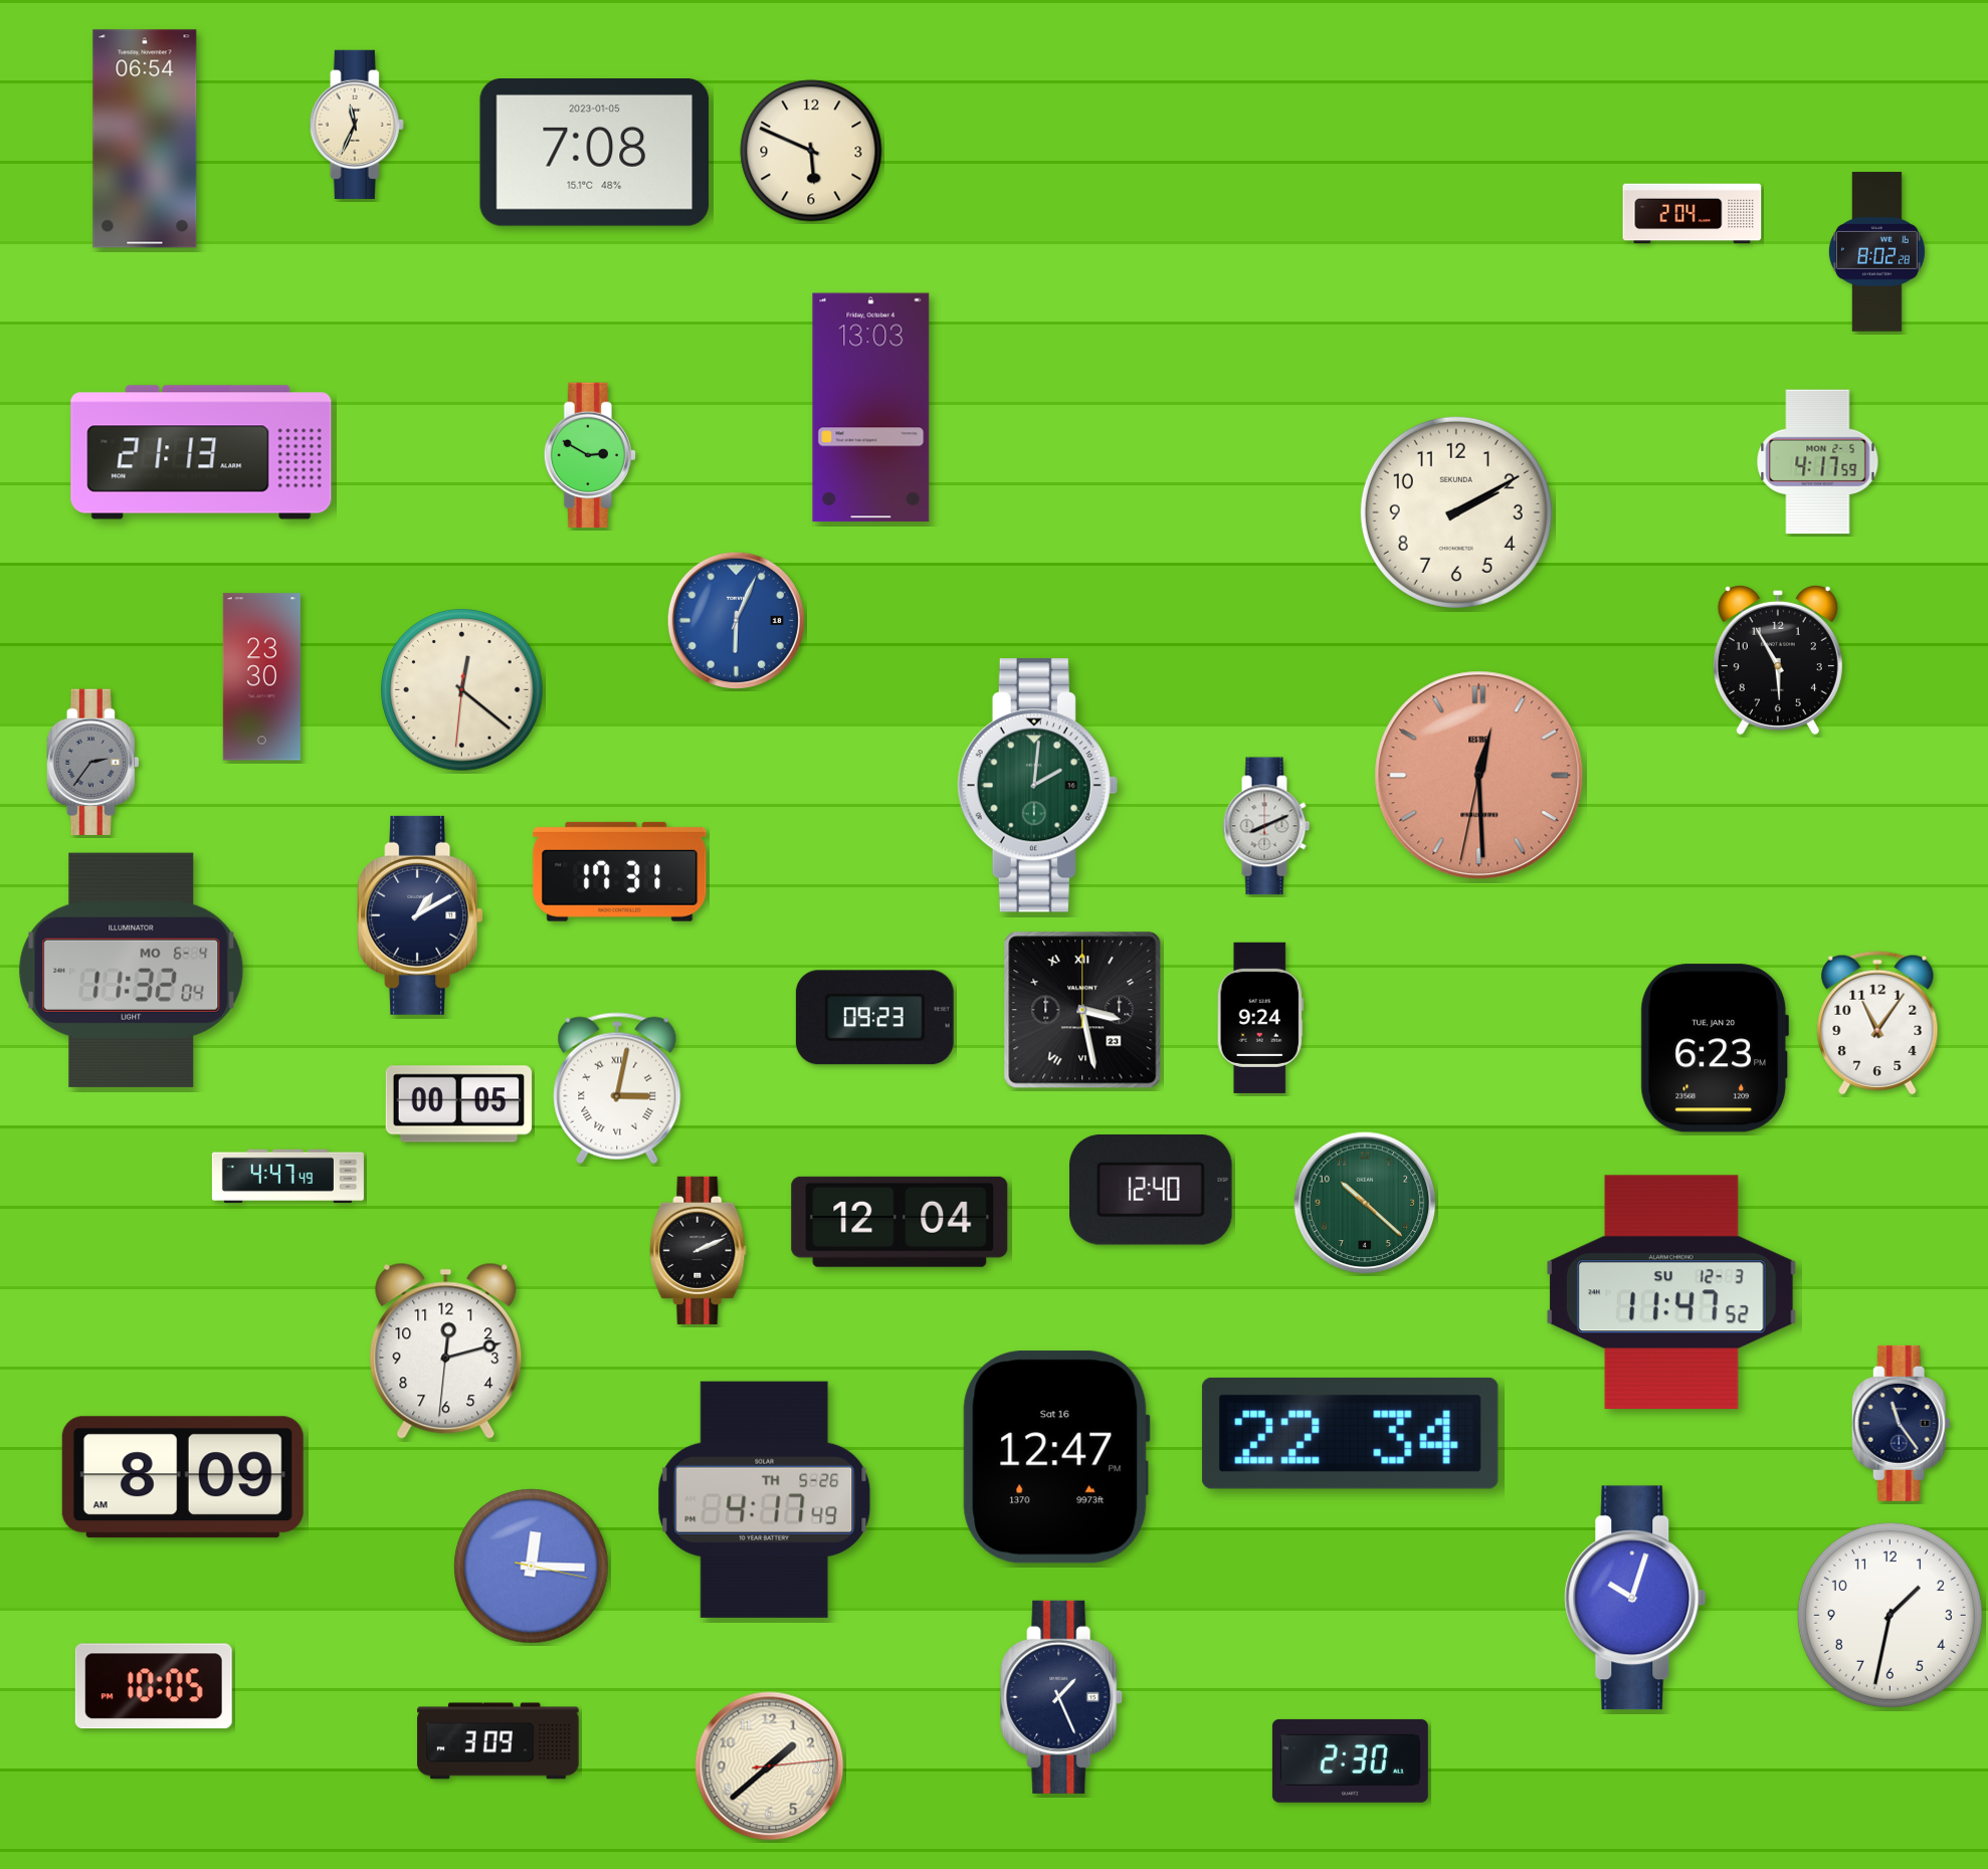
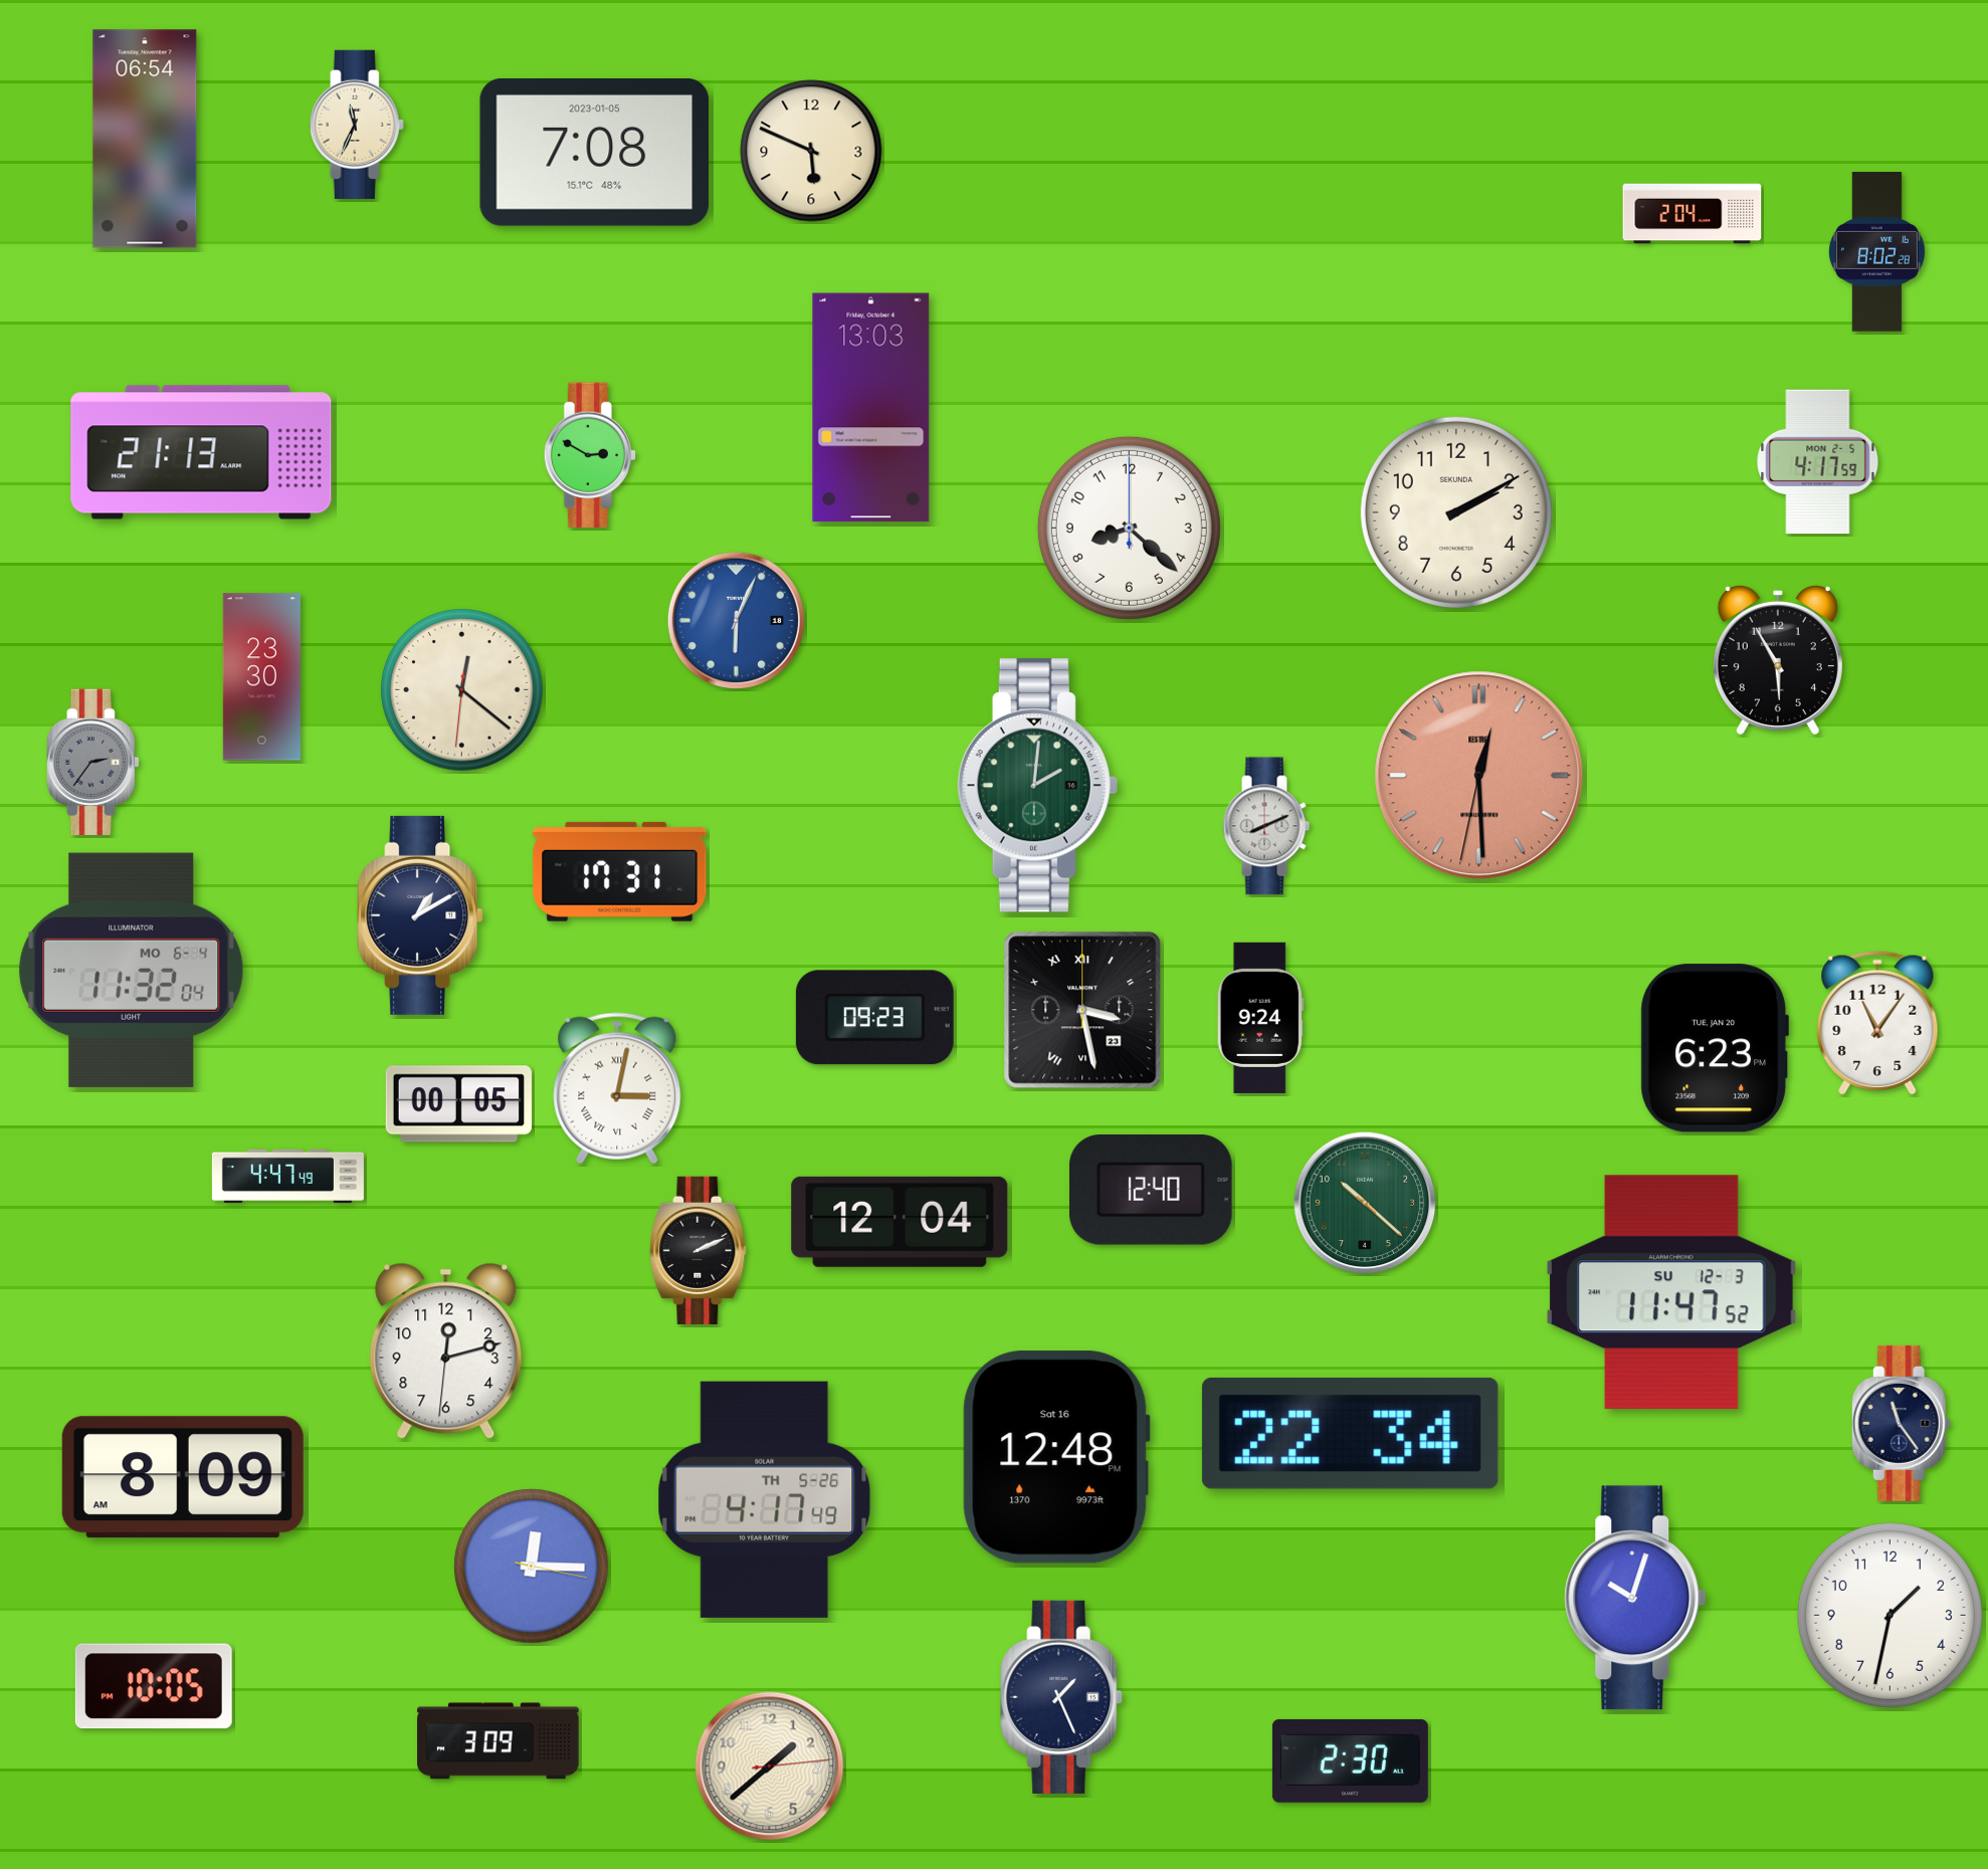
clock at (1129, 528): none -> 8:22
clock at (1056, 1457): 12:47 -> 12:48
